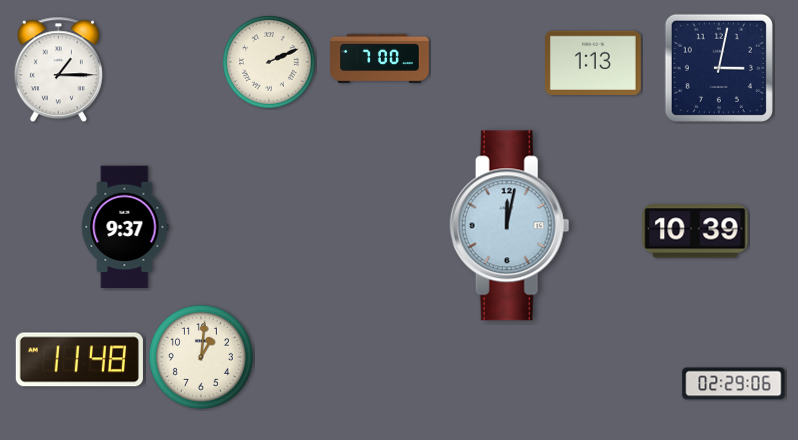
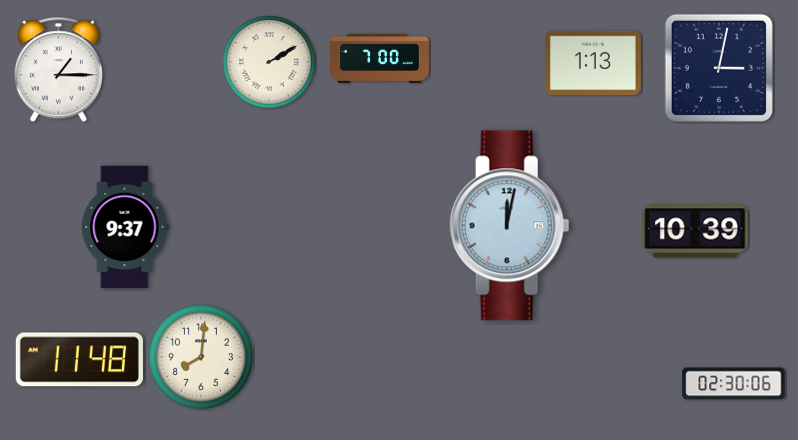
clock at (270, 63): 2:11 -> 2:10
clock at (201, 357): 1:01 -> 8:01
clock at (734, 384): 02:29 -> 02:30
